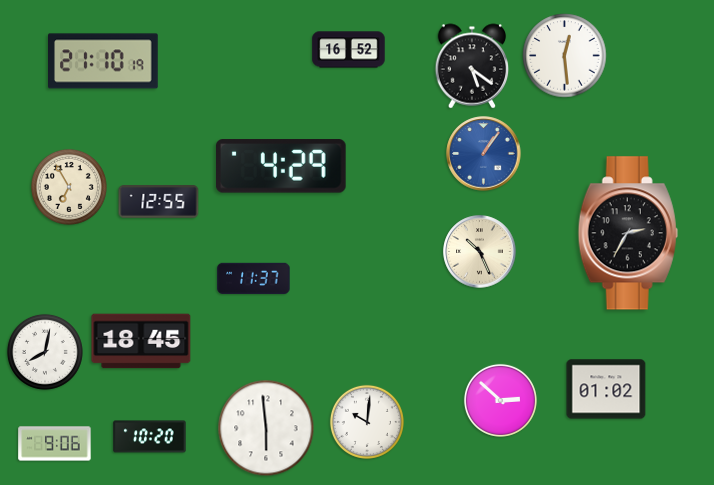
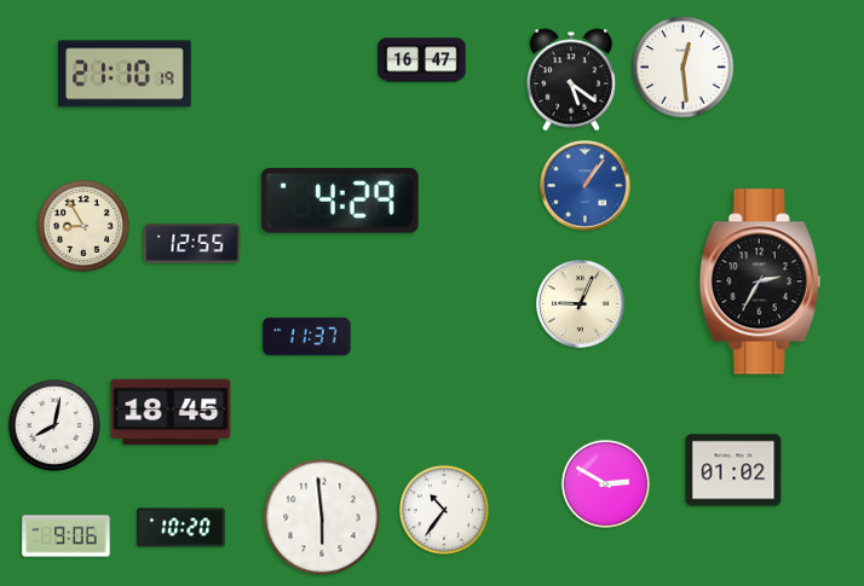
clock at (349, 50): 16:52 -> 16:47
clock at (69, 187): 6:55 -> 8:55
clock at (480, 252): 10:26 -> 9:04
clock at (500, 400): 2:52 -> 2:50
clock at (367, 422): 10:01 -> 10:36
